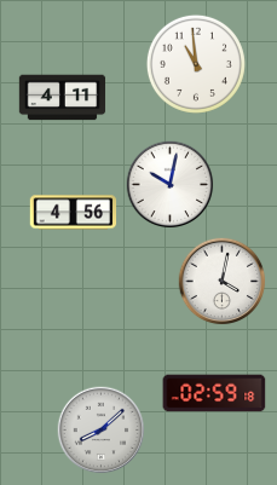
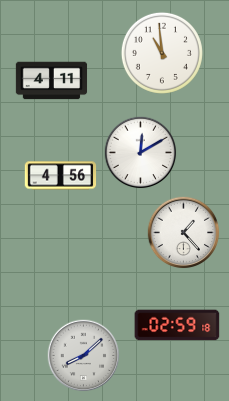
clock at (171, 185): 10:02 -> 12:10
clock at (223, 282): 4:02 -> 1:23
